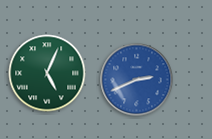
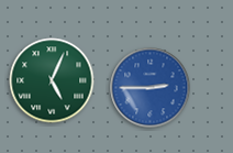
clock at (137, 80): 2:41 -> 2:45
